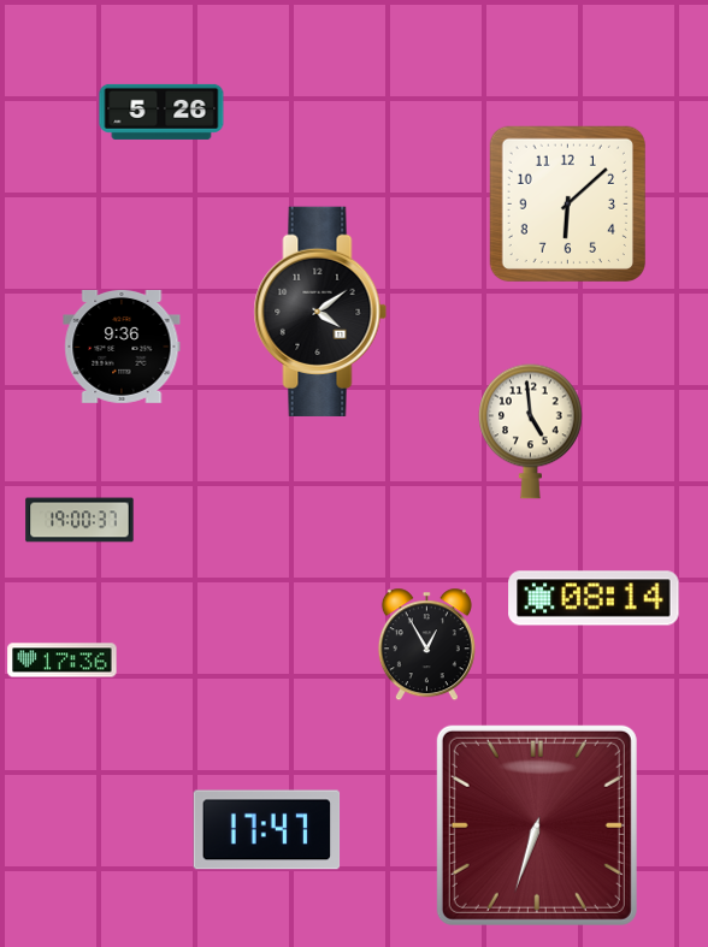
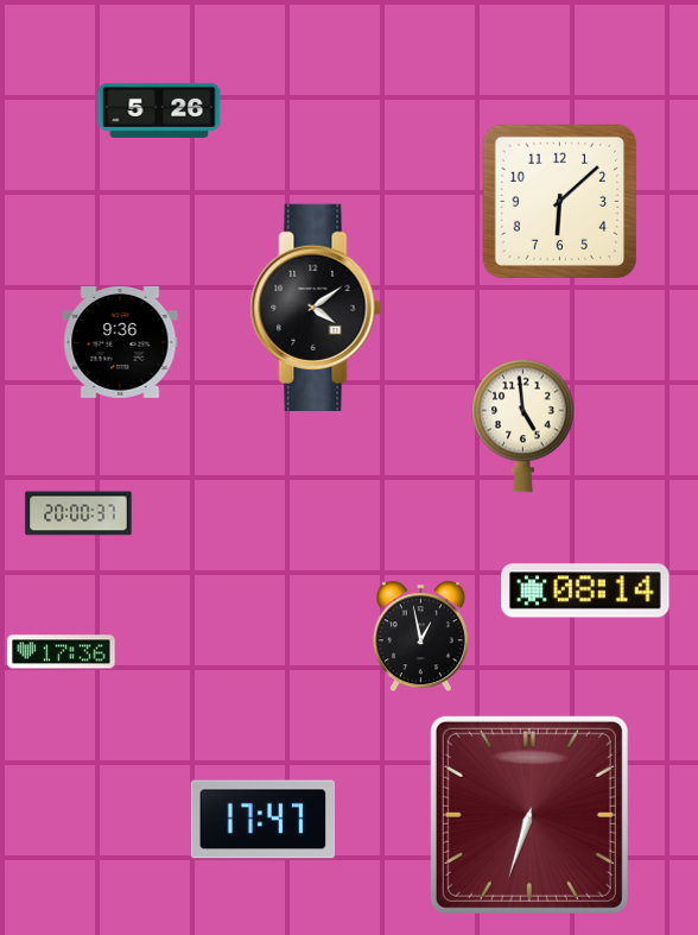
clock at (79, 520): 19:00 -> 20:00
clock at (426, 644): 12:55 -> 12:58
